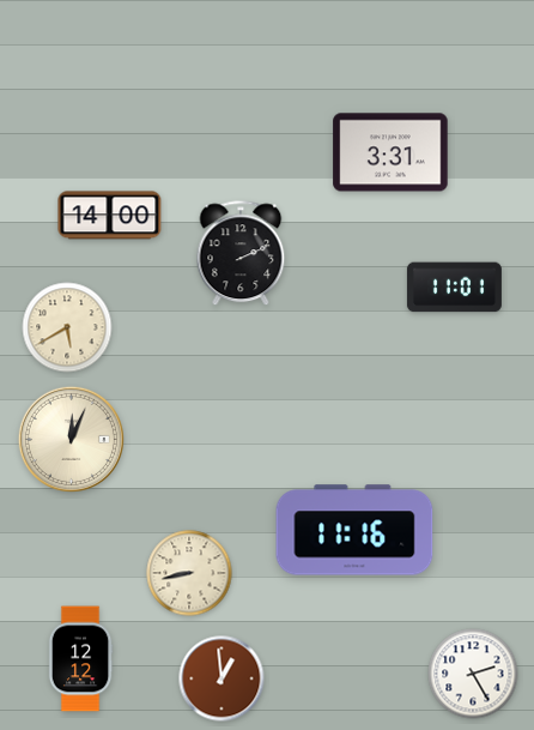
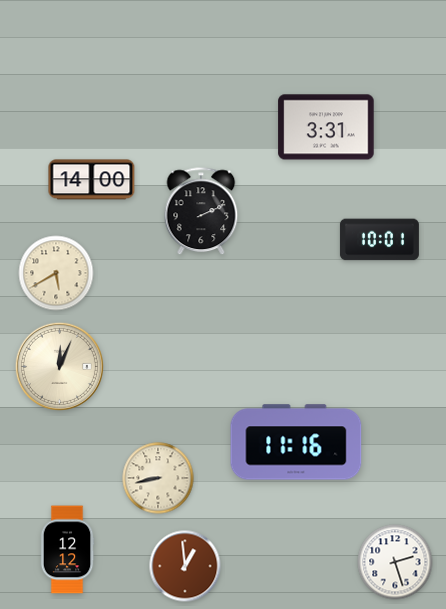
clock at (454, 288): 11:01 -> 10:01
clock at (473, 674): 2:25 -> 2:27
